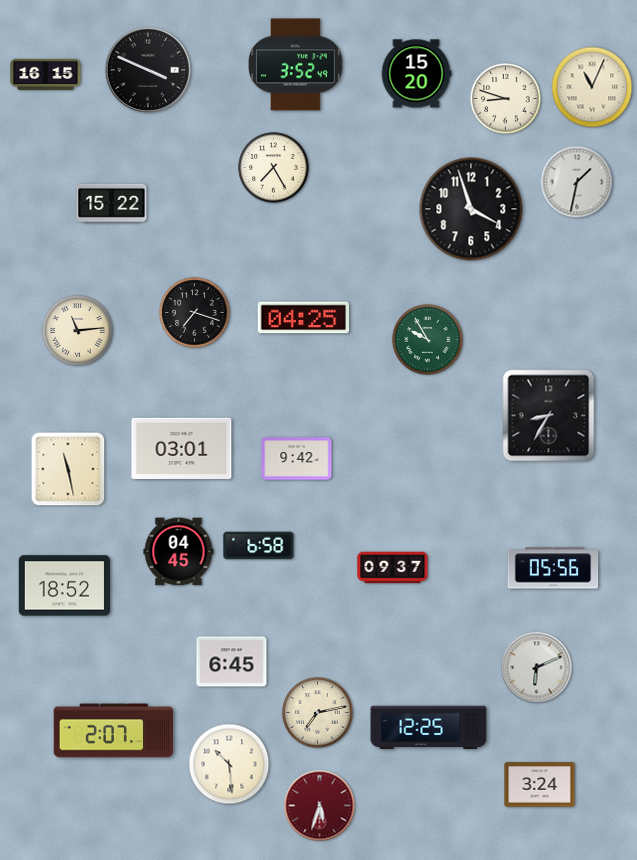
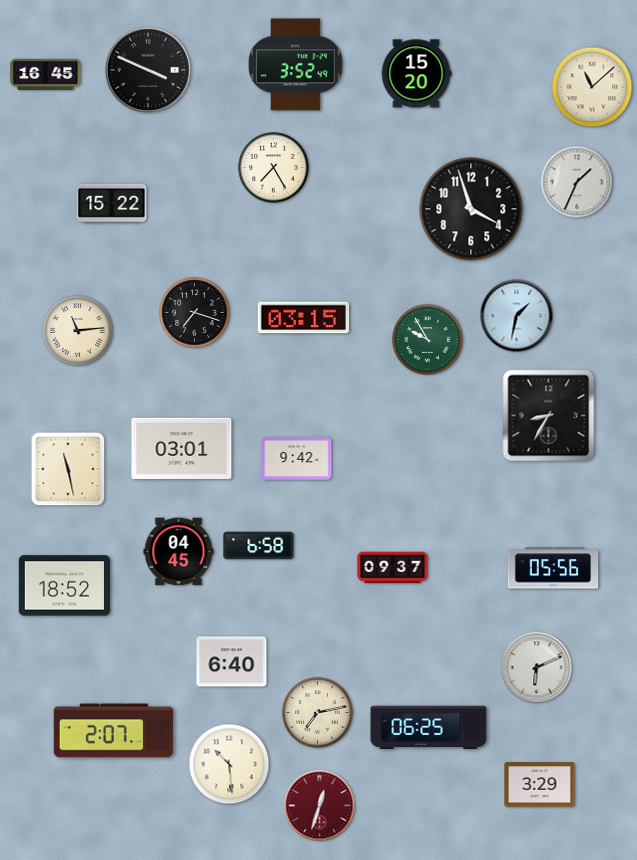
clock at (46, 74): 16:15 -> 16:45
clock at (592, 87): 11:04 -> 11:08
clock at (506, 99): 8:48 -> none
clock at (577, 182): 1:32 -> 1:34
clock at (517, 316): none -> 1:32
clock at (303, 318): 04:25 -> 03:15
clock at (232, 662): 6:45 -> 6:40
clock at (429, 728): 12:25 -> 06:25
clock at (540, 785): 3:24 -> 3:29
clock at (320, 806): 5:33 -> 12:33
